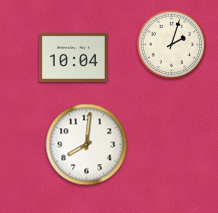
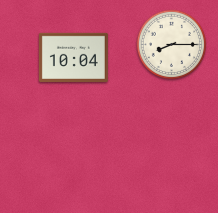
clock at (172, 45): 2:03 -> 8:15
clock at (87, 145): 8:01 -> none
